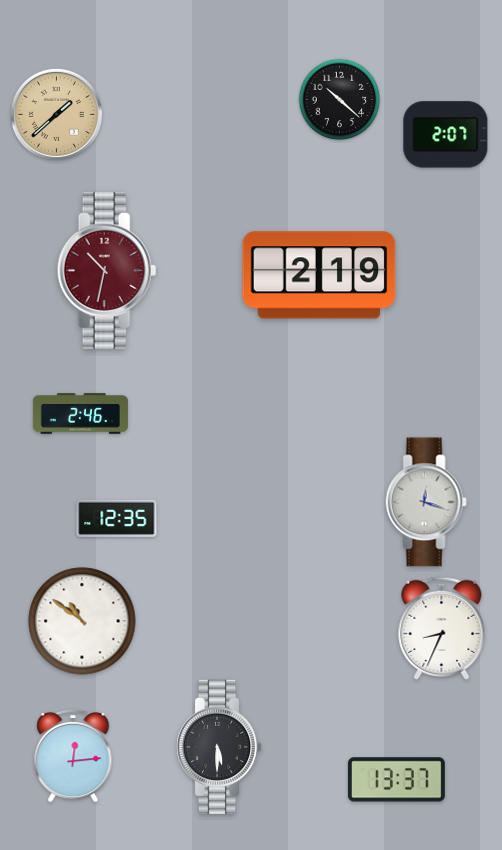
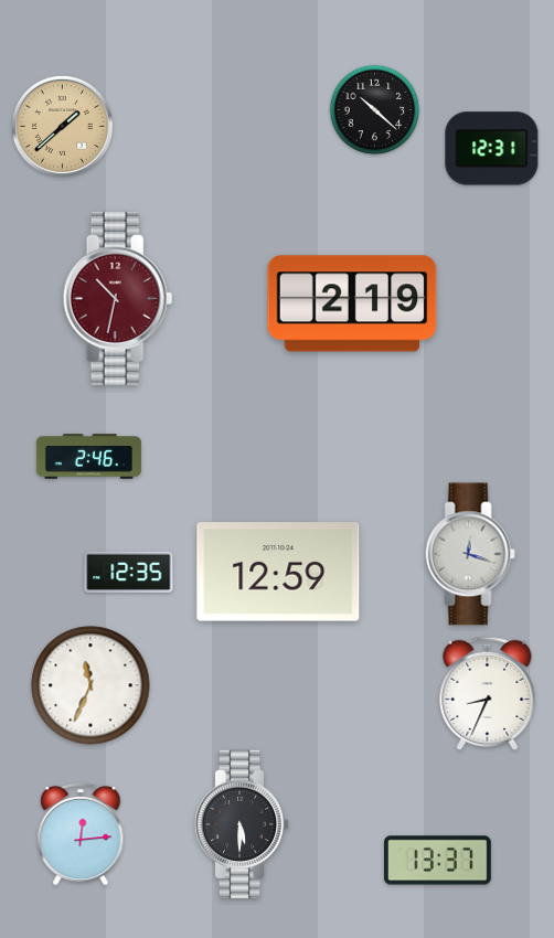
clock at (446, 135): 2:07 -> 12:31
clock at (278, 572): none -> 12:59
clock at (82, 621): 10:51 -> 11:34
